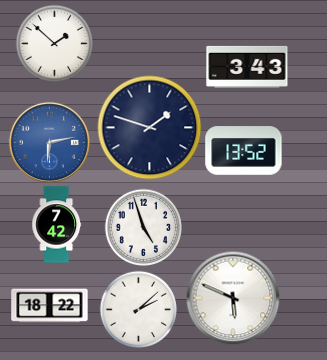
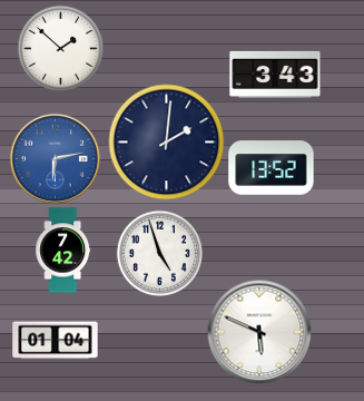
clock at (150, 128): 1:48 -> 2:01
clock at (50, 306): 18:22 -> 01:04
clock at (138, 309): 2:08 -> none
